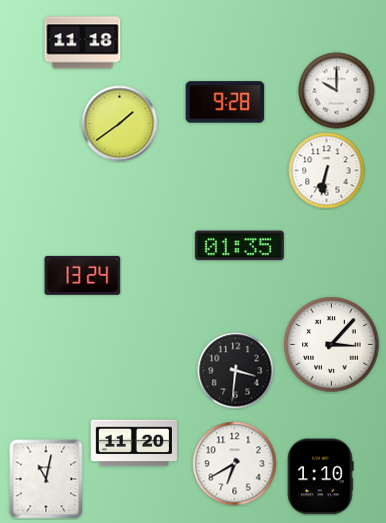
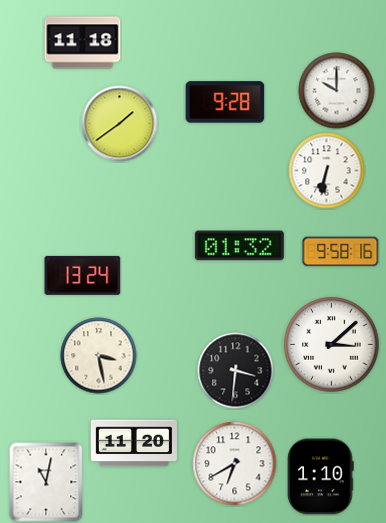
clock at (239, 246): 01:35 -> 01:32
clock at (341, 252): none -> 9:58
clock at (332, 345): 3:07 -> 3:08
clock at (99, 356): none -> 3:28
clock at (46, 479) position: (46, 479) -> (46, 482)
